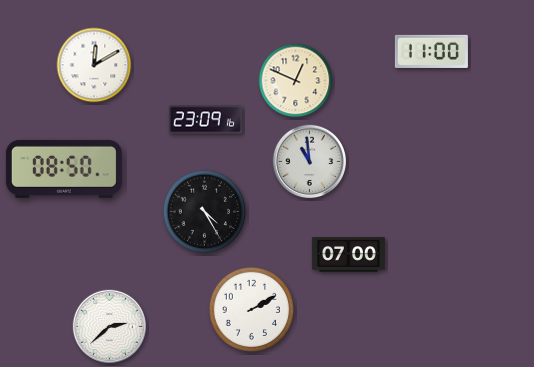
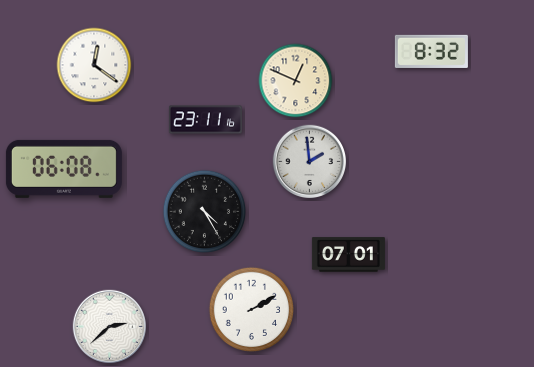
clock at (431, 51): 11:00 -> 8:32
clock at (94, 65): 12:10 -> 12:21
clock at (205, 120): 23:09 -> 23:11
clock at (310, 162): 10:59 -> 1:59
clock at (64, 169): 08:50 -> 06:08
clock at (348, 255): 07:00 -> 07:01
